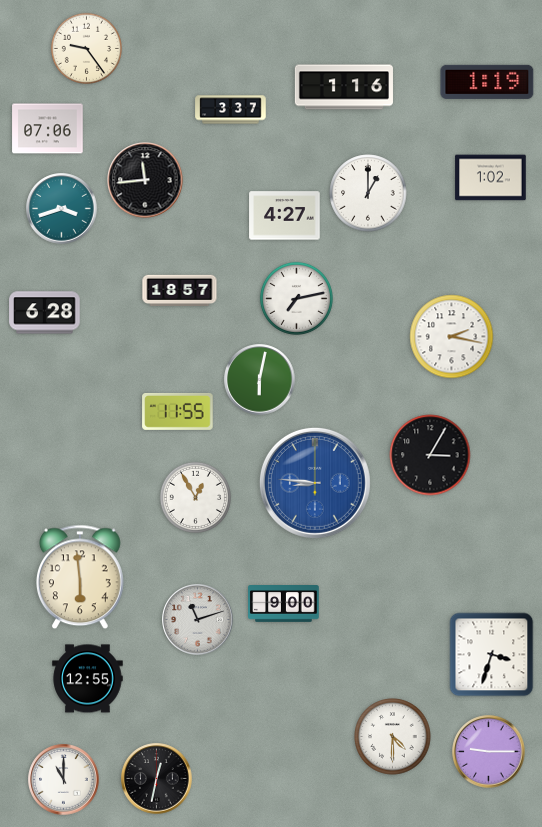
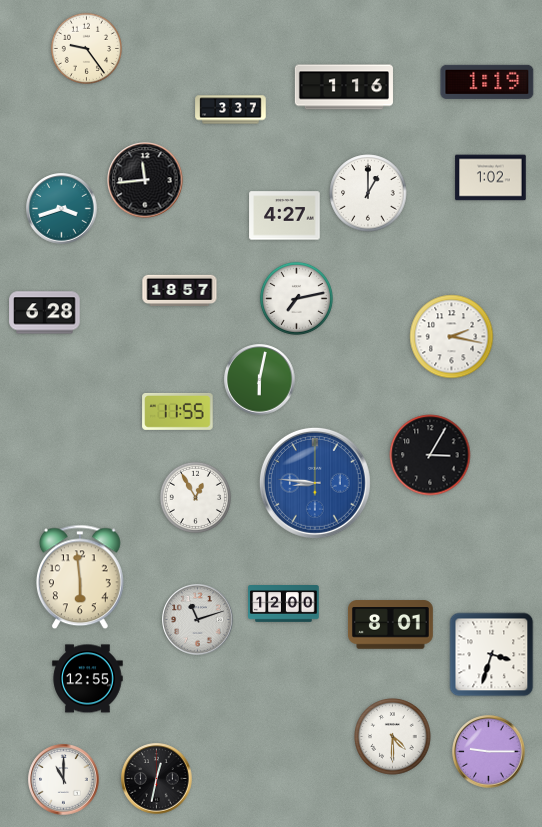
clock at (48, 129): 07:06 -> none
clock at (284, 604): 9:00 -> 12:00
clock at (391, 625): none -> 8:01
